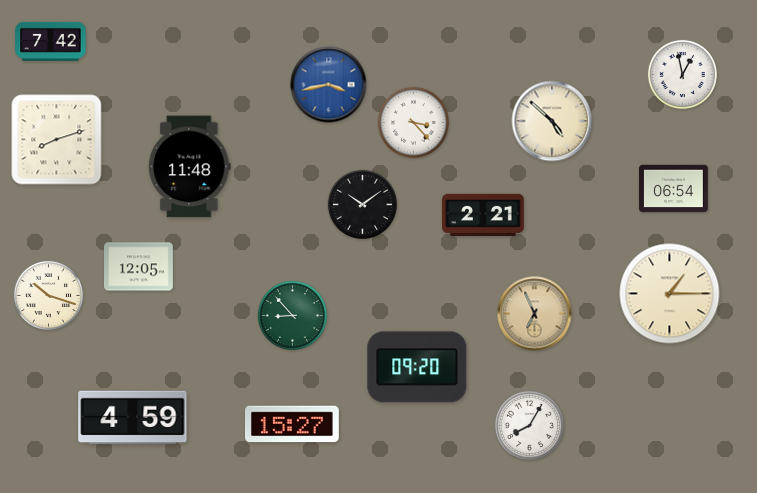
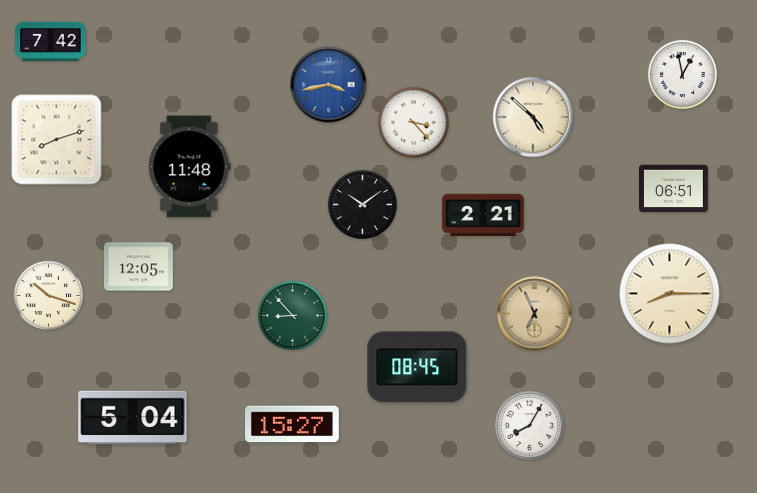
clock at (552, 121) position: (552, 121) -> (533, 117)
clock at (674, 189): 06:54 -> 06:51
clock at (670, 294): 1:15 -> 8:15
clock at (417, 367): 09:20 -> 08:45
clock at (133, 418): 4:59 -> 5:04
